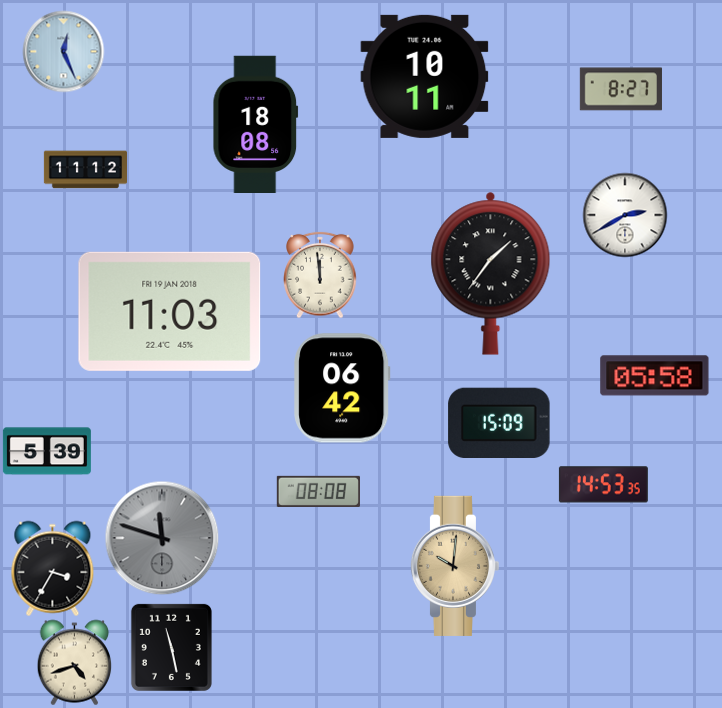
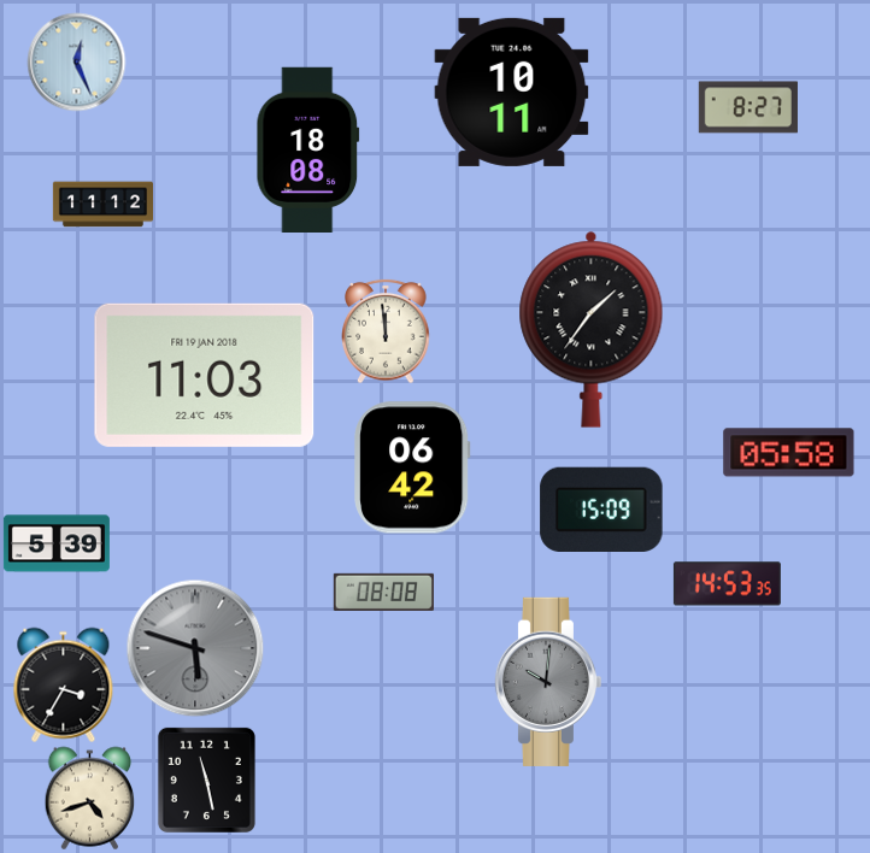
clock at (625, 215): 2:40 -> none
clock at (162, 538): 11:48 -> 5:48
clock at (454, 566) dial: champagne -> grey
